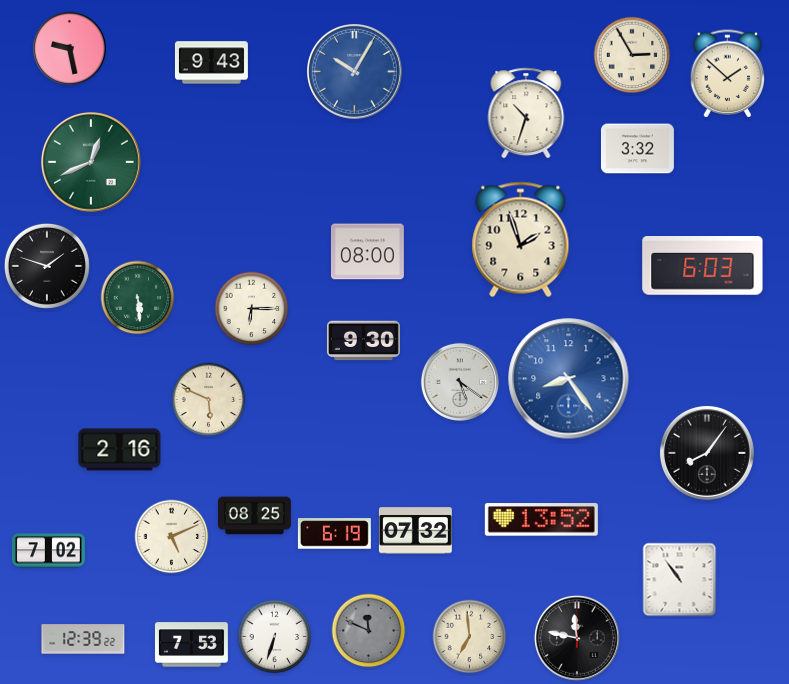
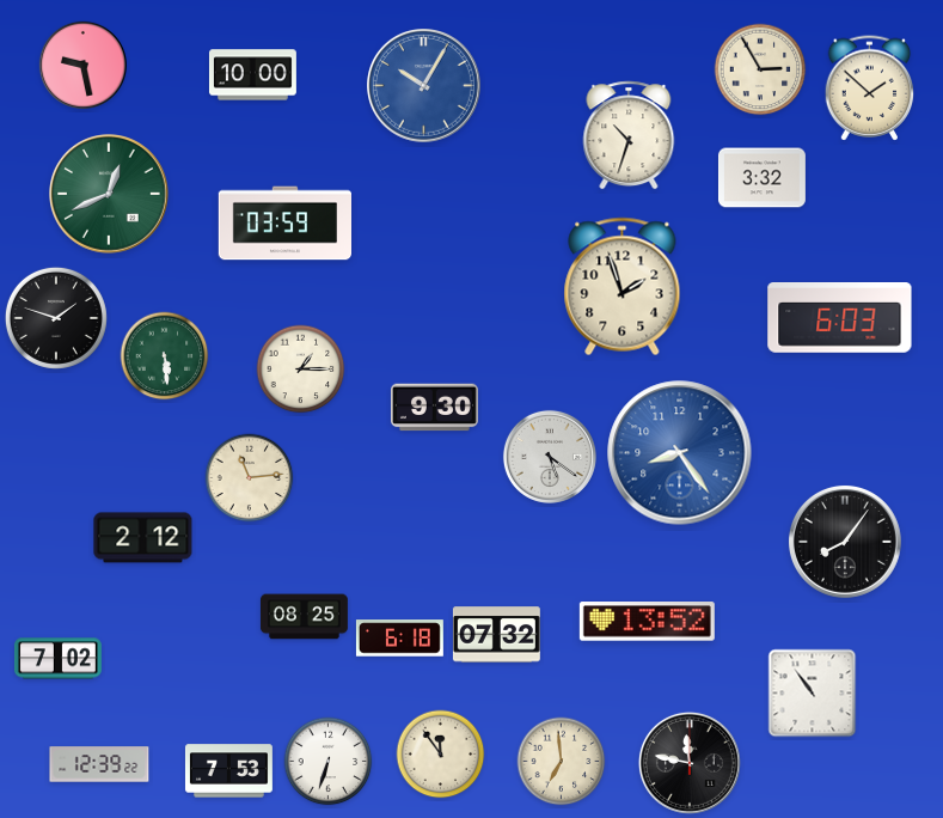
clock at (69, 48) position: (69, 48) -> (82, 65)
clock at (632, 55) position: (632, 55) -> (760, 69)
clock at (211, 63): 9:43 -> 10:00
clock at (284, 224): none -> 03:59
clock at (367, 252): 08:00 -> none
clock at (252, 309): 6:15 -> 1:15
clock at (209, 400): 5:49 -> 11:14
clock at (120, 450): 2:16 -> 2:12
clock at (334, 534): 6:19 -> 6:18
clock at (172, 537): 5:11 -> none
clock at (369, 631): 11:49 -> 11:54
clock at (369, 631) dial: grey -> cream
